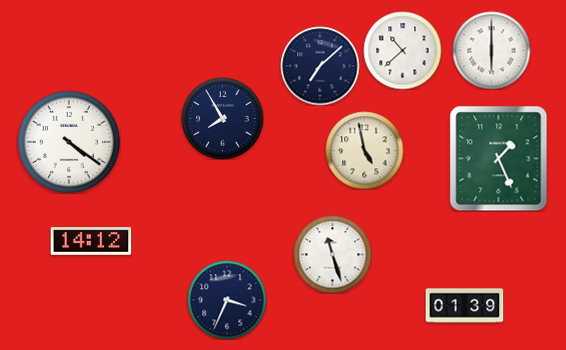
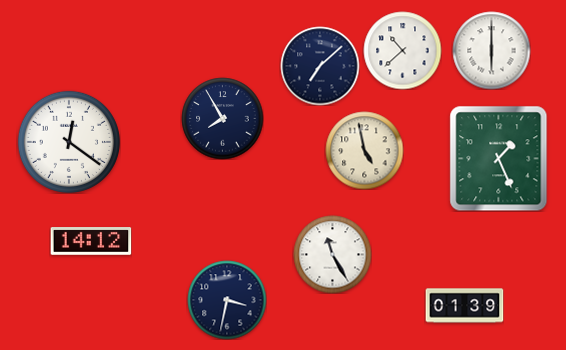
clock at (69, 142): 4:21 -> 12:21
clock at (332, 254): 11:27 -> 11:25
clock at (227, 300): 3:34 -> 3:32
